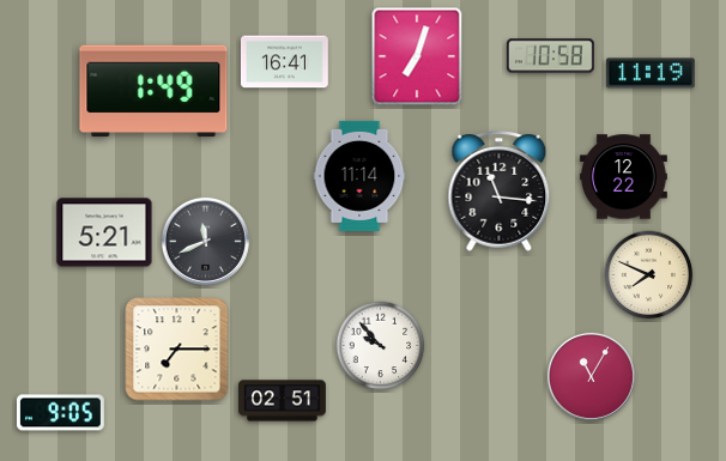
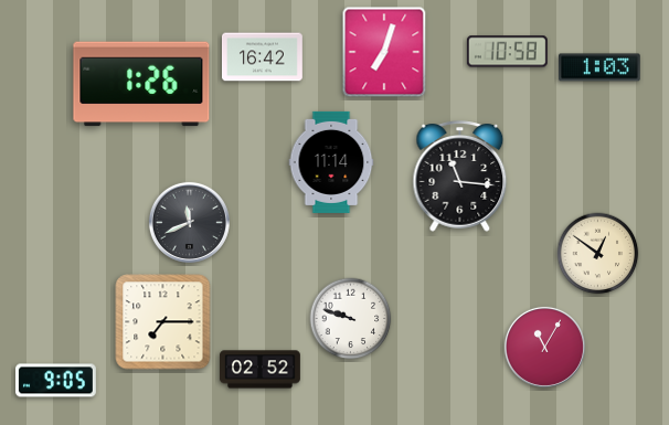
clock at (285, 62): 16:41 -> 16:42
clock at (652, 73): 11:19 -> 1:03
clock at (153, 91): 1:49 -> 1:26
clock at (624, 177): 12:22 -> none
clock at (104, 232): 5:21 -> none
clock at (649, 275): 7:49 -> 12:51
clock at (381, 346): 9:53 -> 9:48
clock at (283, 401): 02:51 -> 02:52
